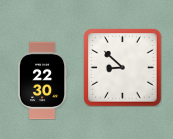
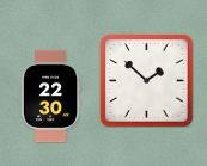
clock at (122, 67): 8:52 -> 1:52
